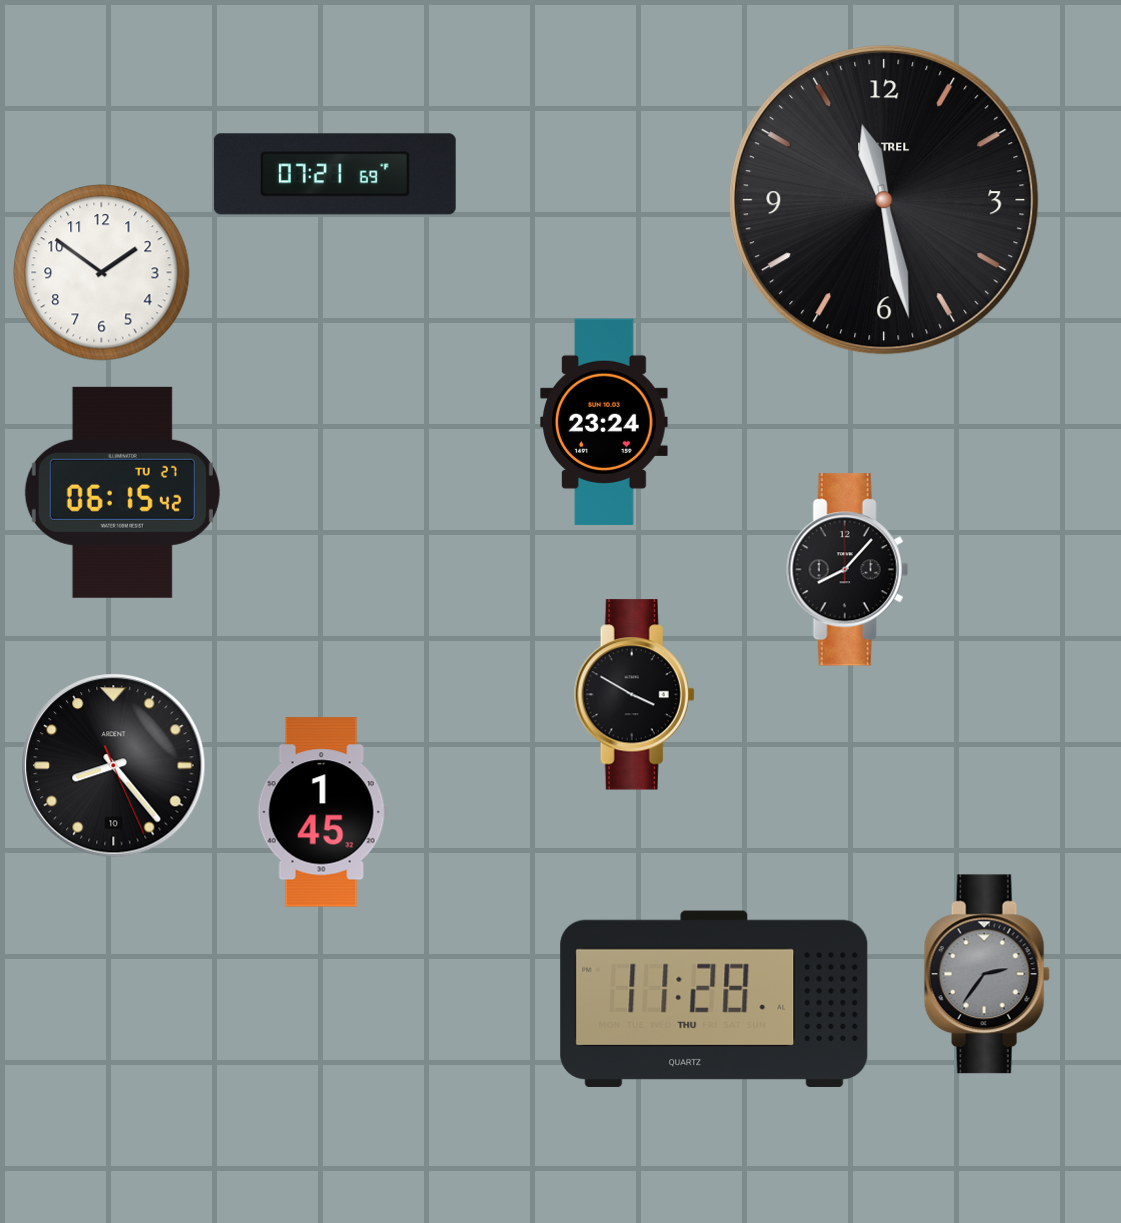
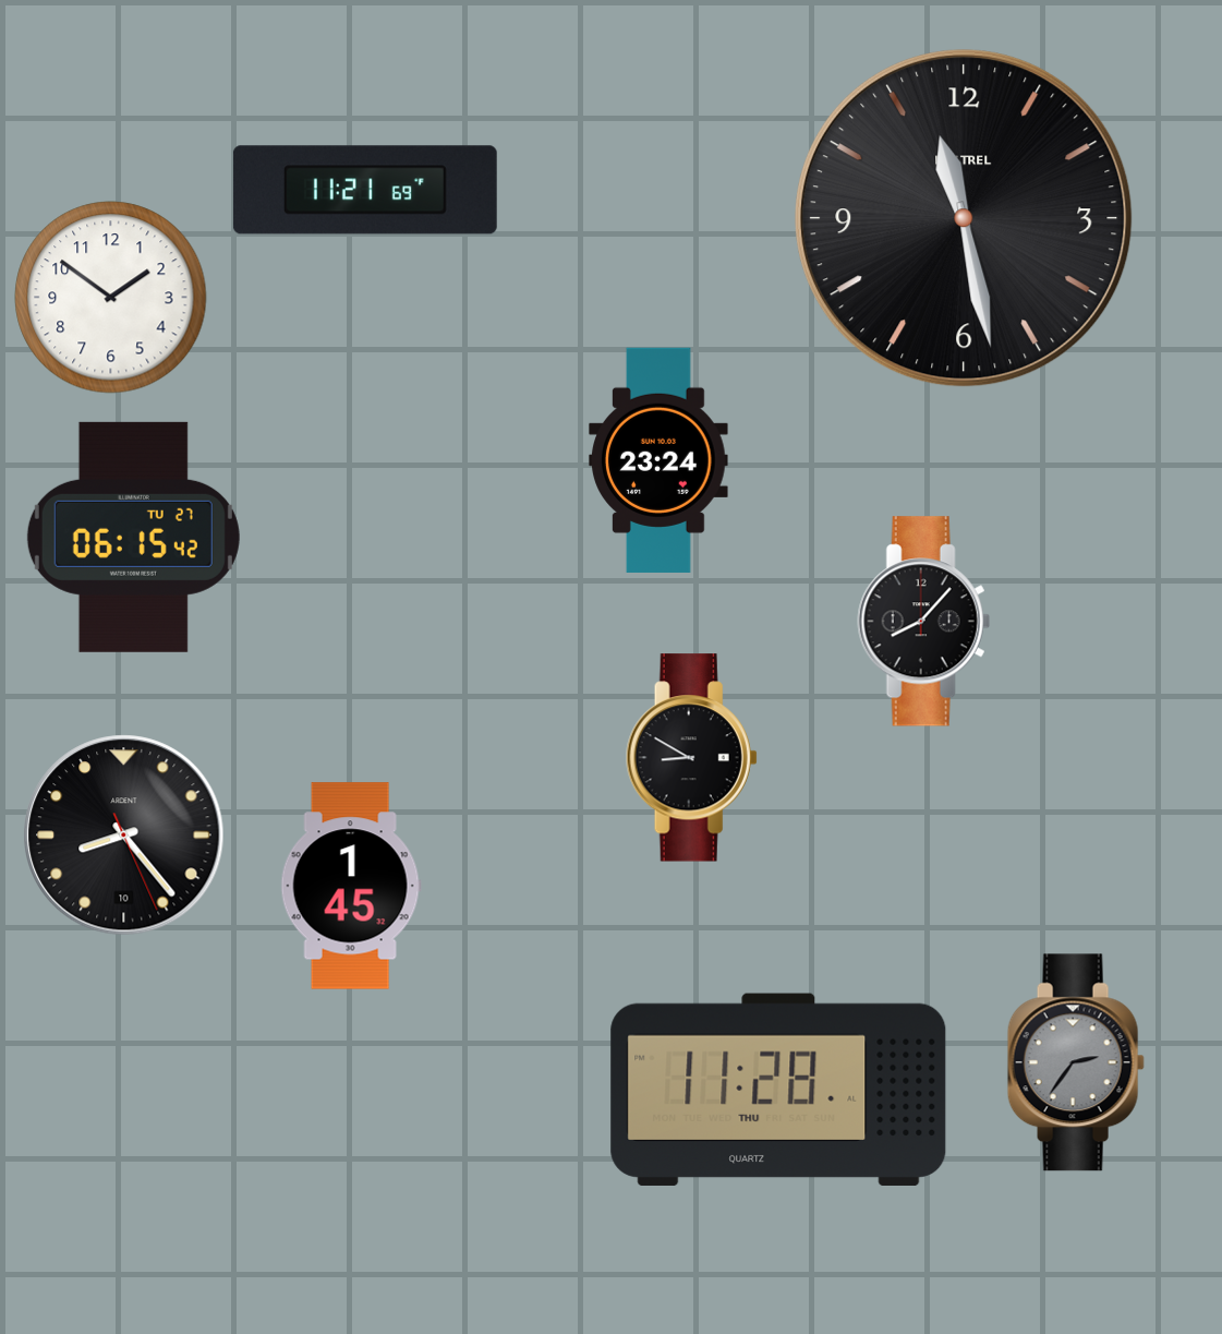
clock at (335, 174): 07:21 -> 11:21
clock at (634, 695): 3:50 -> 8:50
